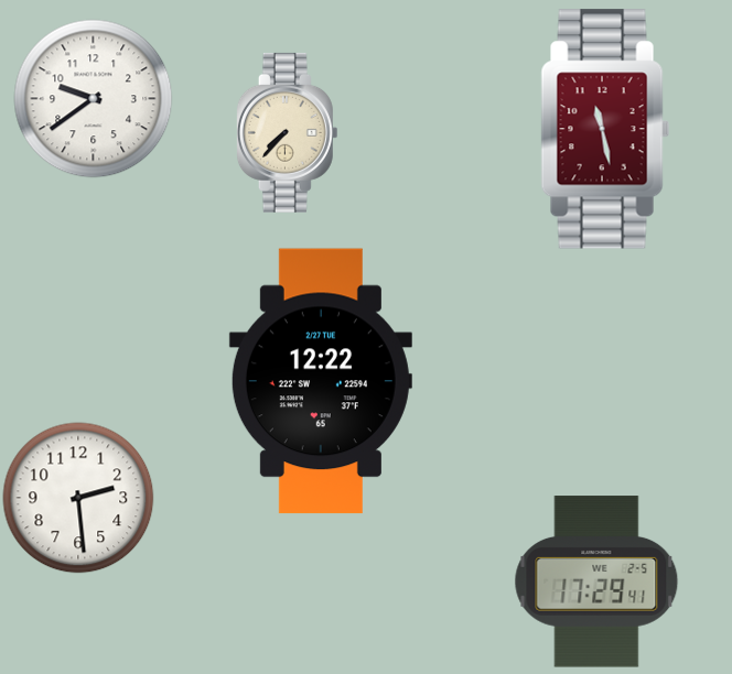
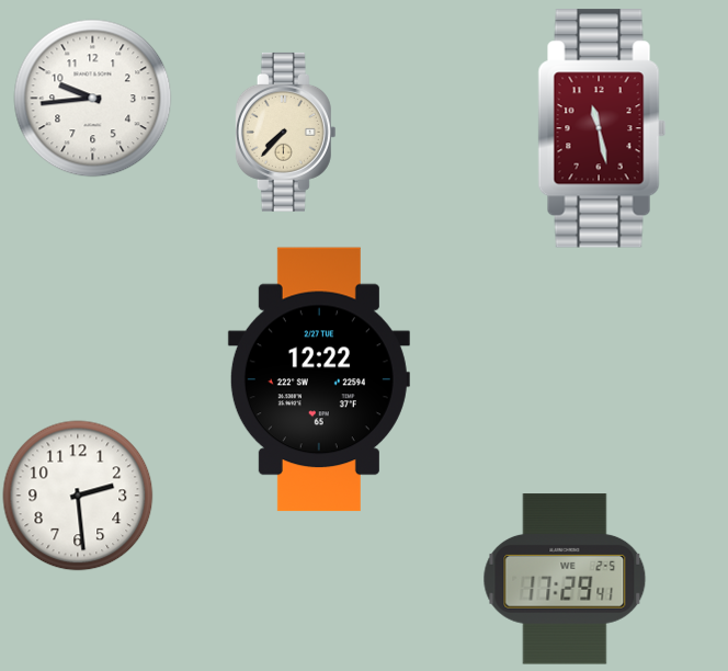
clock at (94, 99): 9:39 -> 9:44
clock at (596, 581) position: (596, 581) -> (565, 579)
